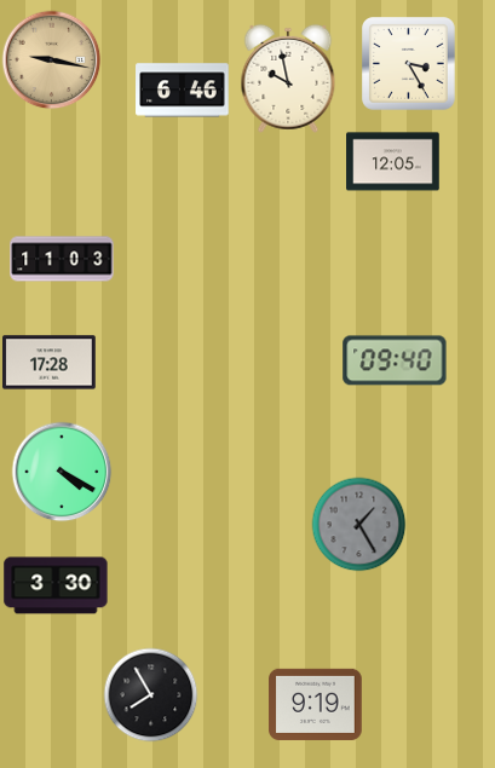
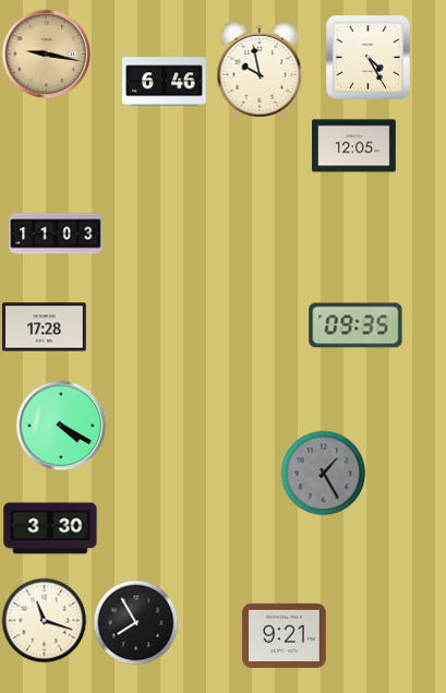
clock at (409, 64): 3:25 -> 4:25
clock at (395, 360): 09:40 -> 09:35
clock at (62, 472) position: (62, 472) -> (61, 426)
clock at (44, 620): none -> 11:18
clock at (150, 694) position: (150, 694) -> (135, 622)
clock at (316, 704): 9:19 -> 9:21
